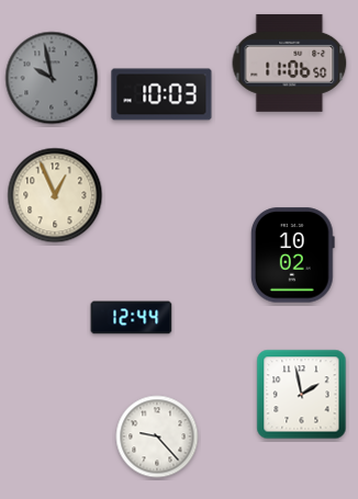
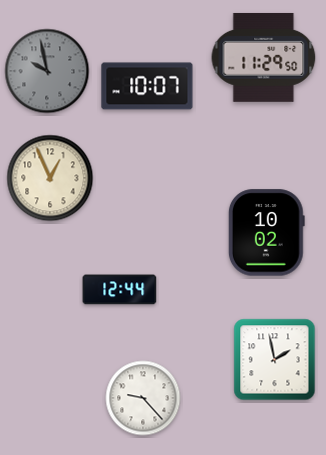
clock at (290, 63): 11:06 -> 11:29
clock at (161, 94): 10:03 -> 10:07
